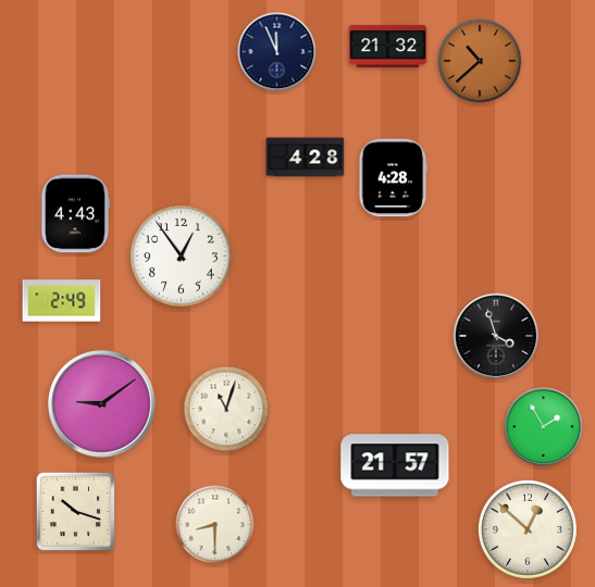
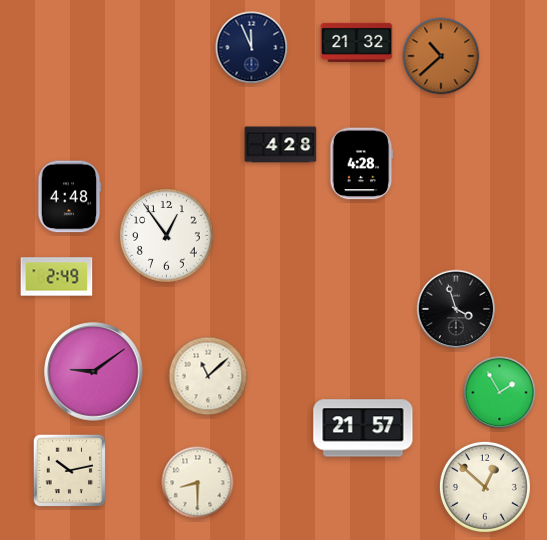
clock at (277, 52) position: (277, 52) -> (252, 48)
clock at (75, 214): 4:43 -> 4:48
clock at (226, 409): 11:03 -> 11:08
clock at (76, 512): 10:18 -> 10:13
